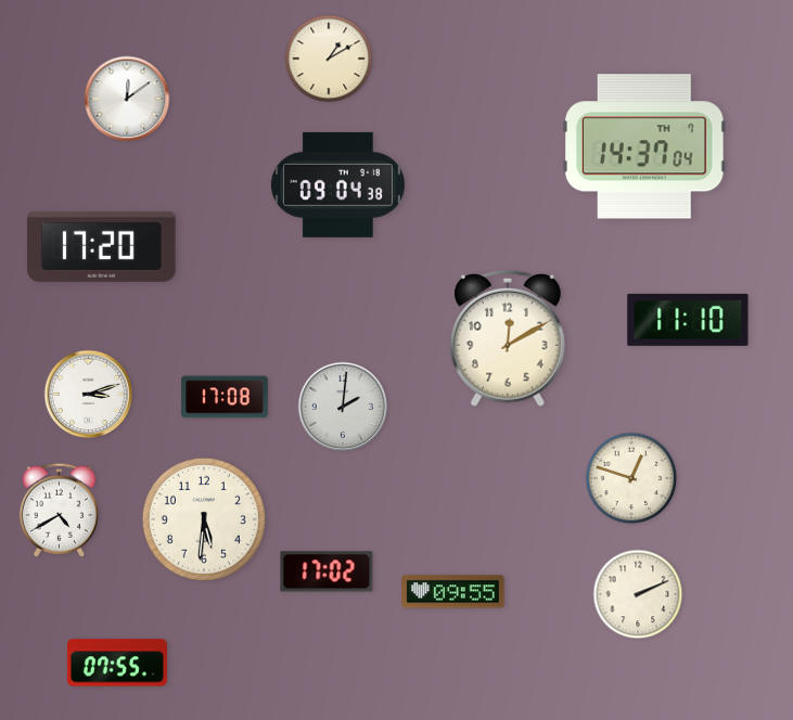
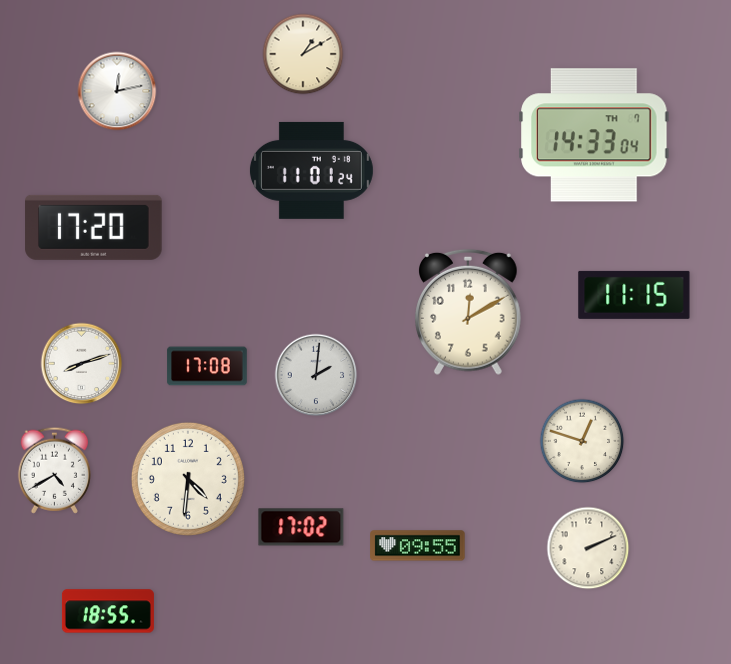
clock at (127, 99): 12:09 -> 12:13
clock at (644, 146): 14:37 -> 14:33
clock at (337, 184): 09:04 -> 11:01
clock at (688, 320): 11:10 -> 11:15
clock at (89, 395): 3:12 -> 8:12
clock at (204, 519): 5:31 -> 4:31
clock at (117, 663): 07:55 -> 18:55
